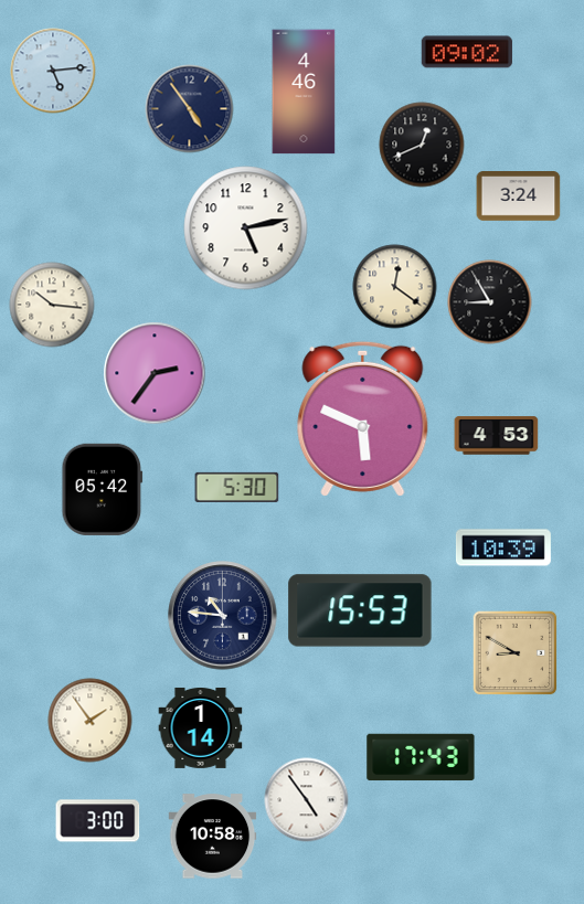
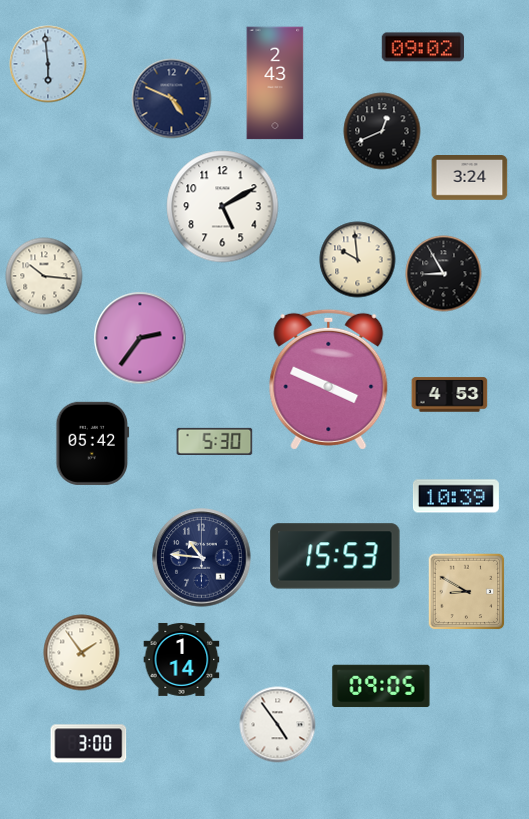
clock at (53, 71): 5:14 -> 5:59
clock at (304, 92): 4:46 -> 2:43
clock at (190, 109): 4:54 -> 4:49
clock at (246, 228): 5:13 -> 5:10
clock at (395, 287): 12:21 -> 9:59
clock at (52, 305) position: (52, 305) -> (44, 276)
clock at (363, 418): 5:49 -> 3:49
clock at (360, 610) position: (360, 610) -> (335, 556)
clock at (421, 757): 17:43 -> 09:05
clock at (213, 837): 10:58 -> none
